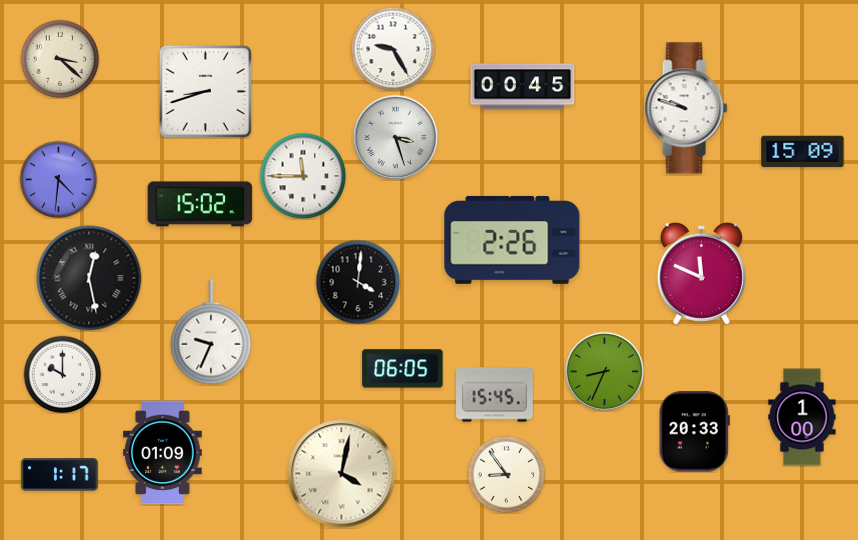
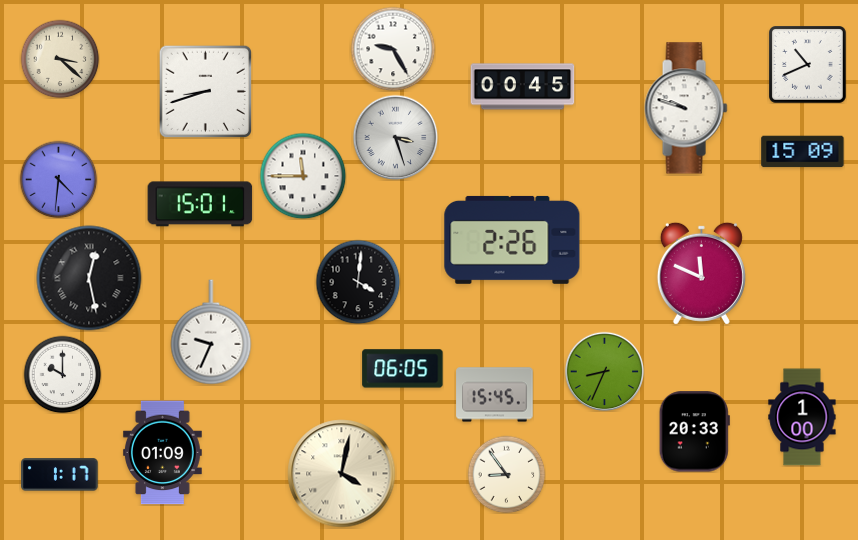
clock at (808, 65): none -> 10:41
clock at (200, 204): 15:02 -> 15:01
